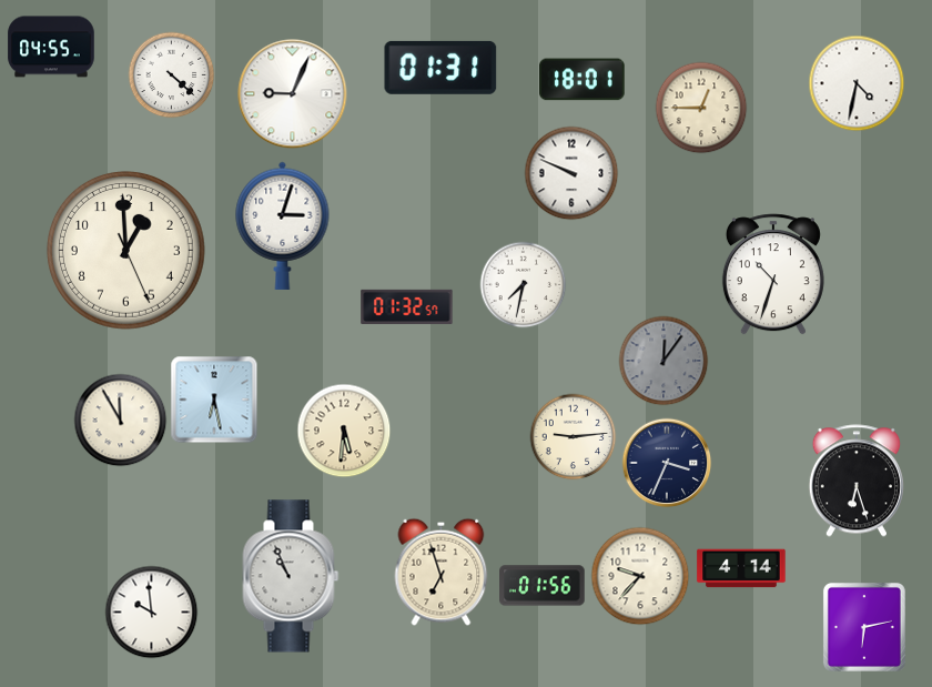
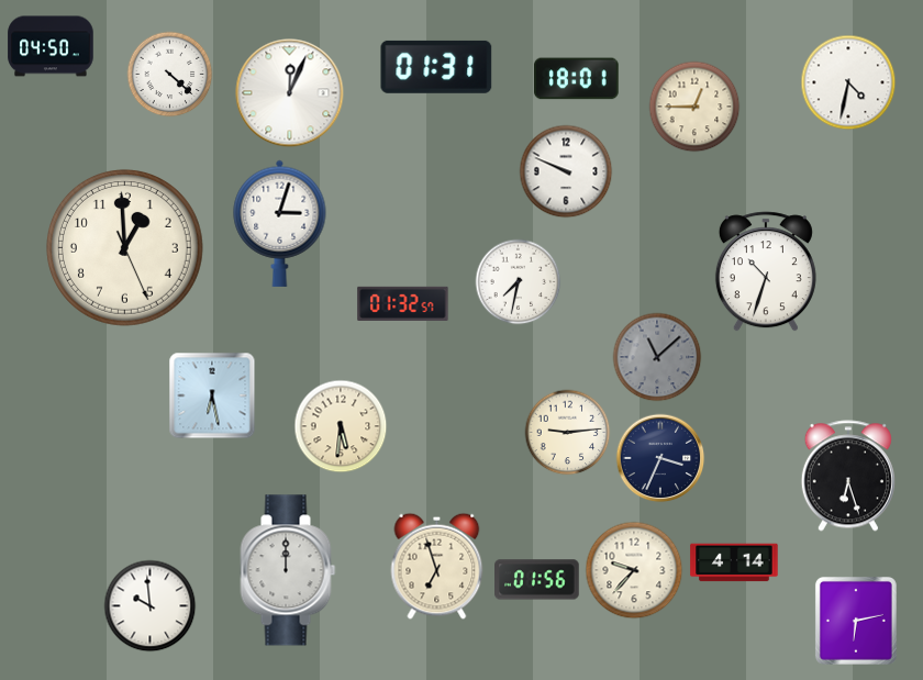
clock at (51, 47): 04:55 -> 04:50
clock at (293, 94): 9:04 -> 12:04
clock at (663, 361): 12:06 -> 11:08
clock at (120, 420): 11:55 -> none
clock at (291, 576): 10:56 -> 12:00
